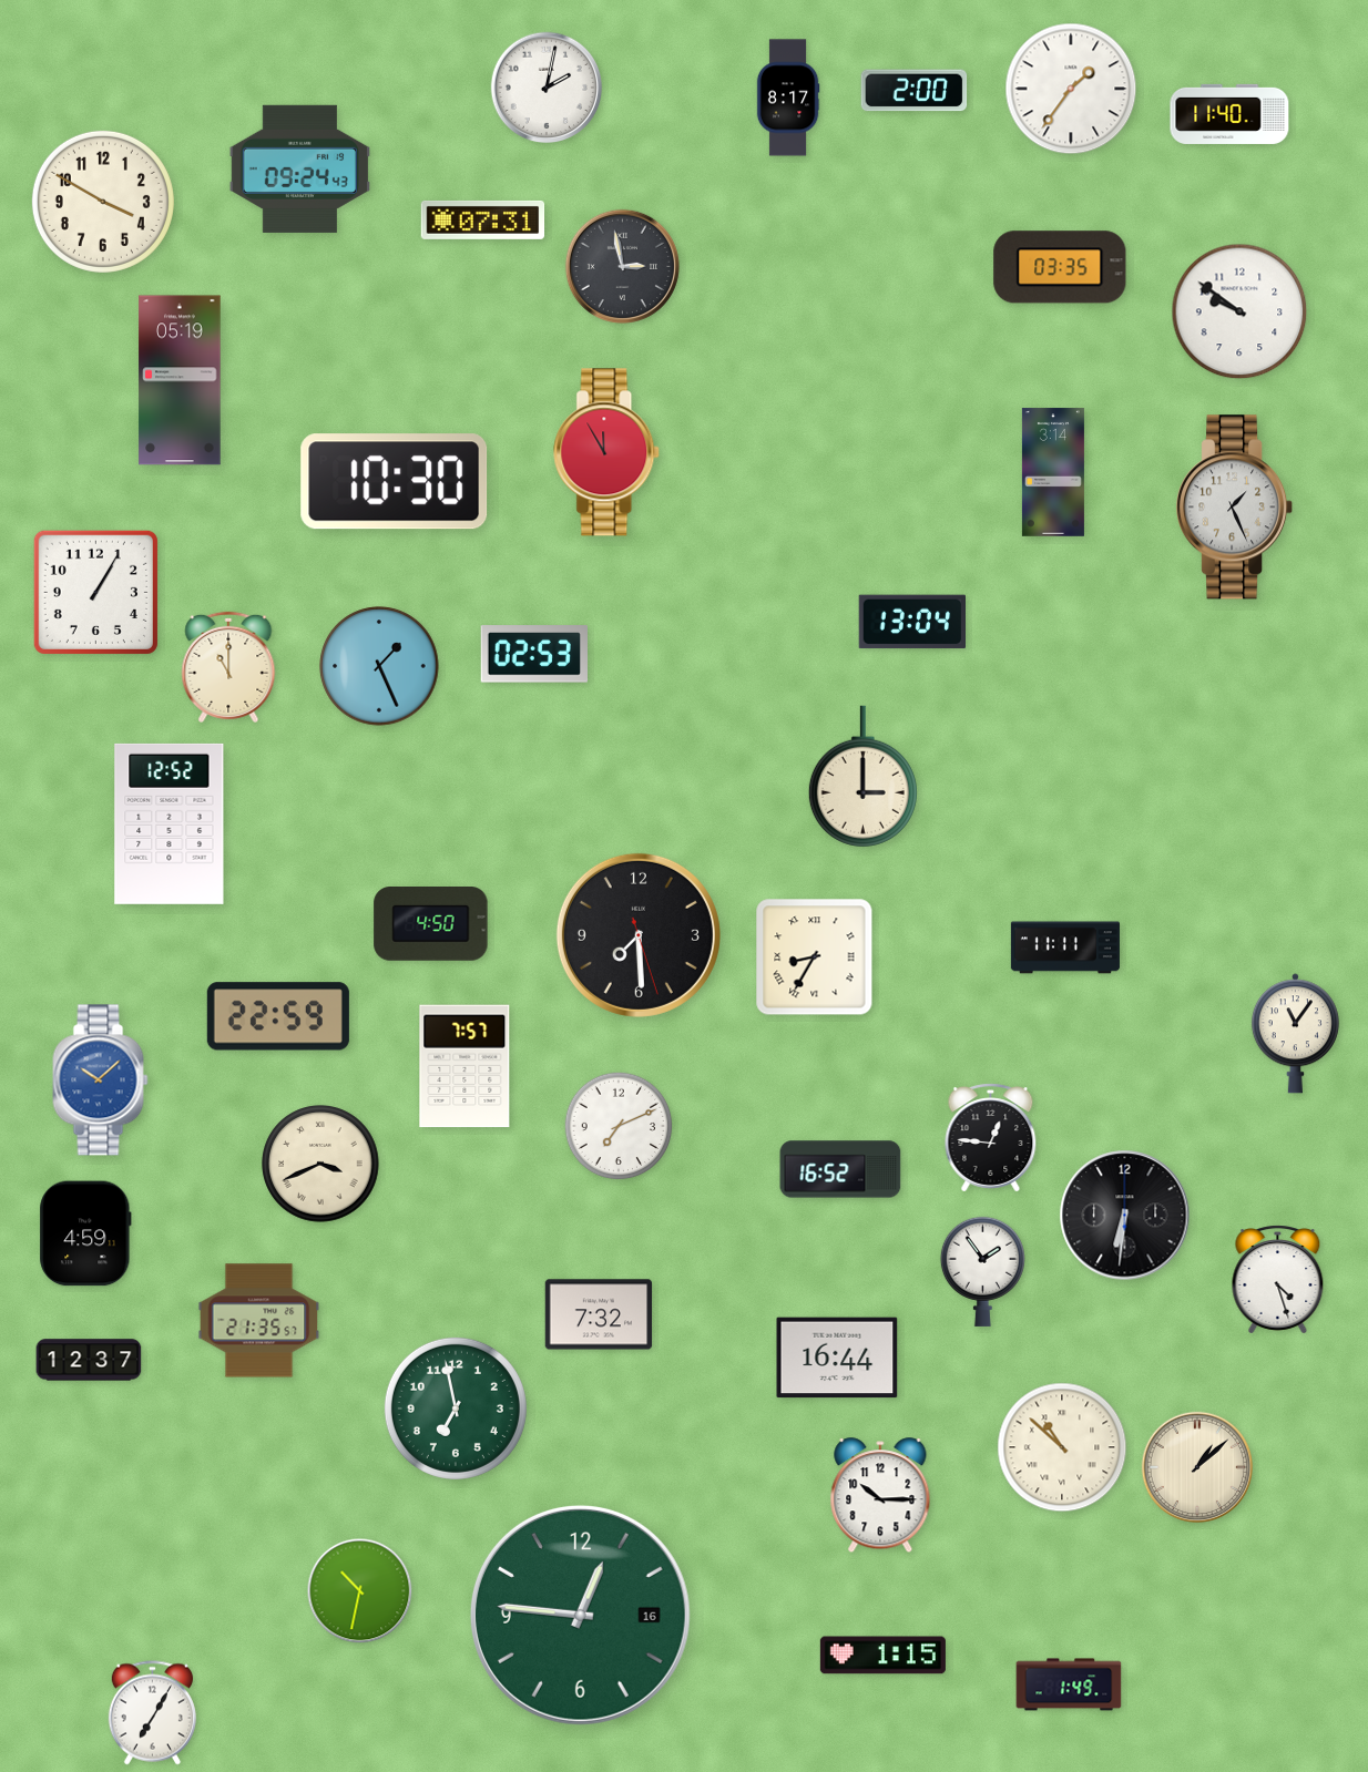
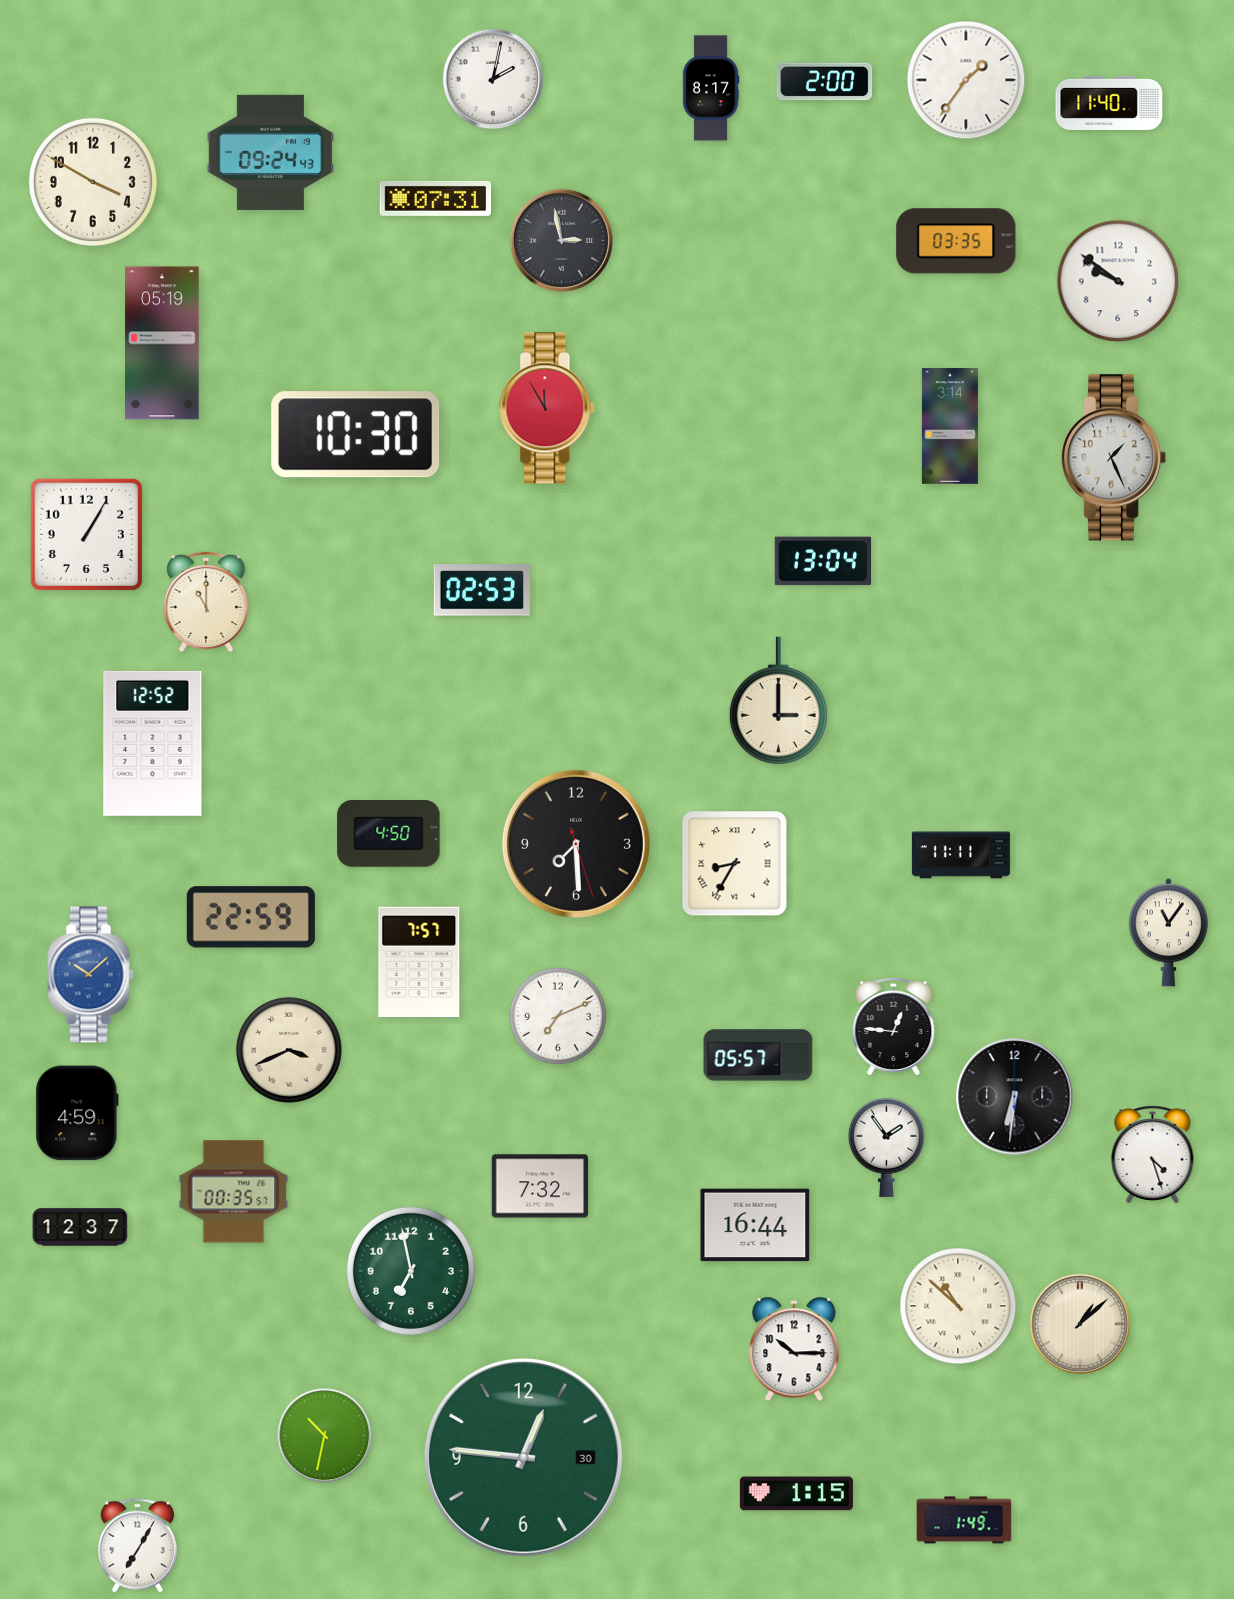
clock at (379, 666): 1:26 -> none
clock at (840, 1169): 16:52 -> 05:57
clock at (259, 1321): 21:35 -> 00:35
clock at (580, 1615) date: 16 -> 30
